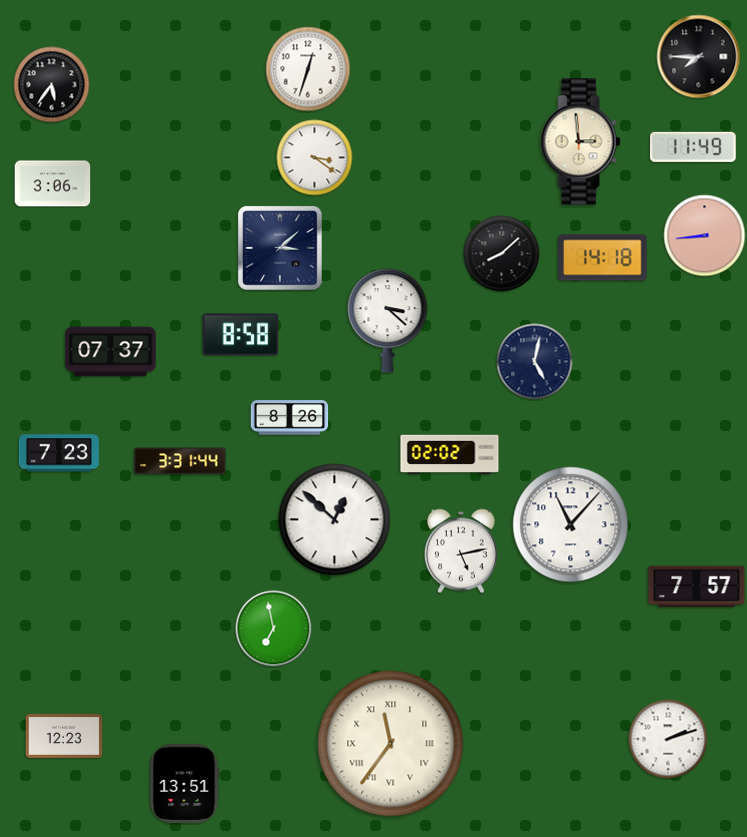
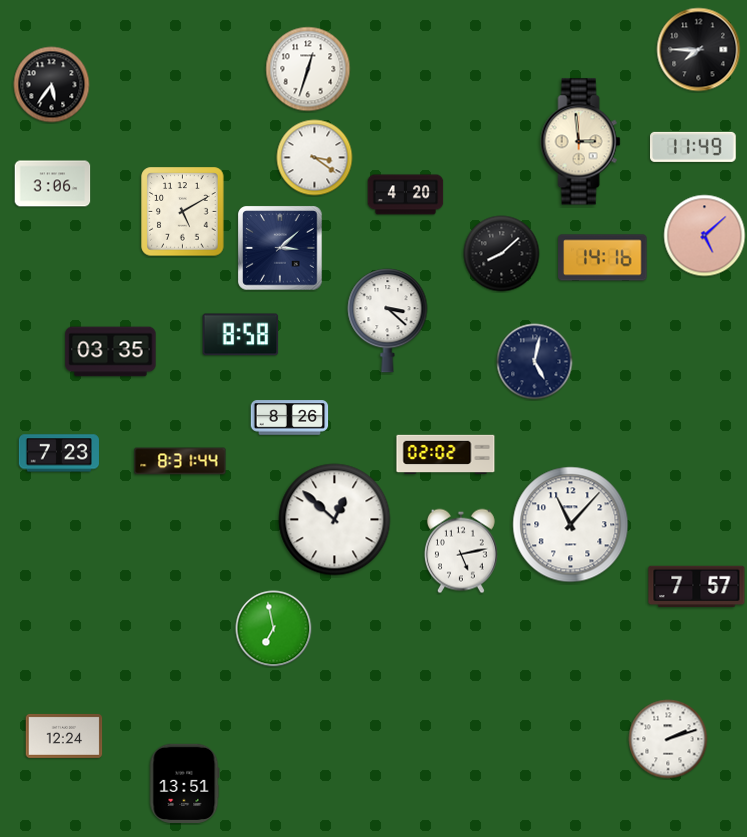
clock at (699, 57) position: (699, 57) -> (699, 50)
clock at (406, 195): none -> 4:20
clock at (183, 212): none -> 5:10
clock at (705, 236): 8:44 -> 5:08
clock at (603, 258): 14:18 -> 14:16
clock at (111, 352): 07:37 -> 03:35
clock at (450, 455) position: (450, 455) -> (446, 455)
clock at (180, 461): 3:31 -> 8:31
clock at (64, 736): 12:23 -> 12:24
clock at (391, 744): 11:36 -> none
